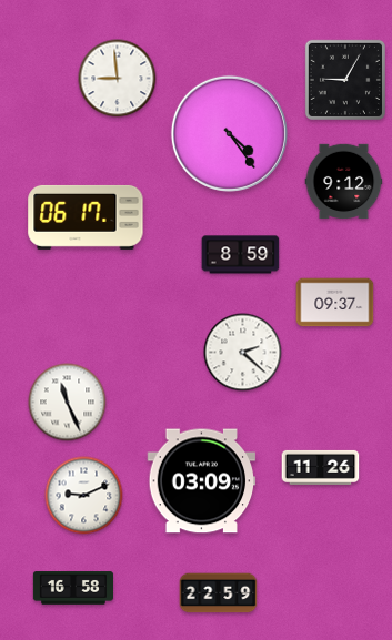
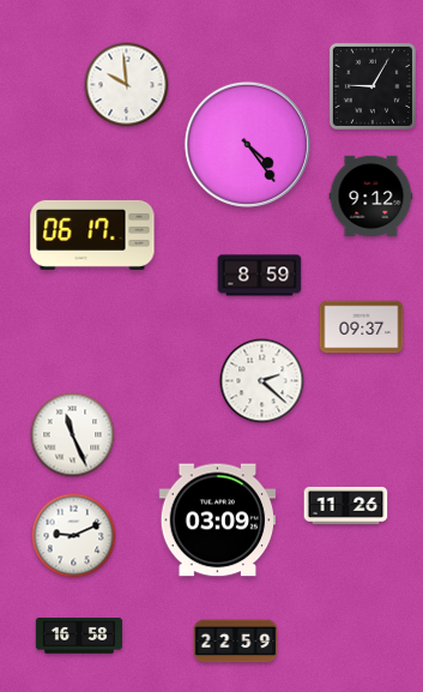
clock at (118, 79): 8:59 -> 9:59
clock at (84, 496) position: (84, 496) -> (74, 536)
